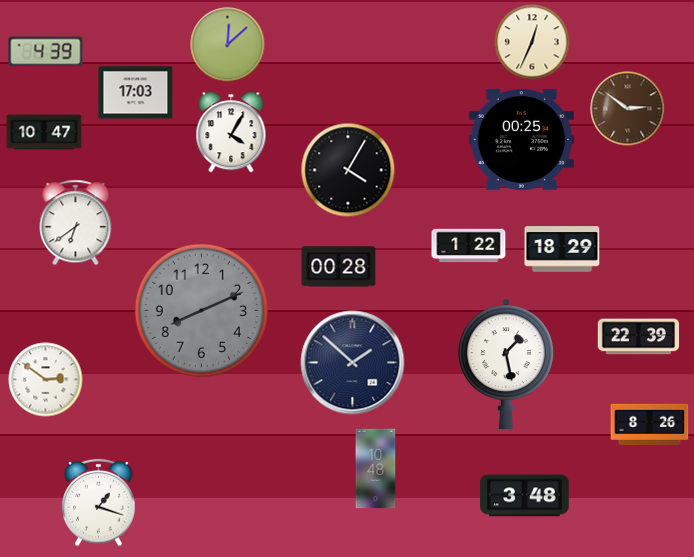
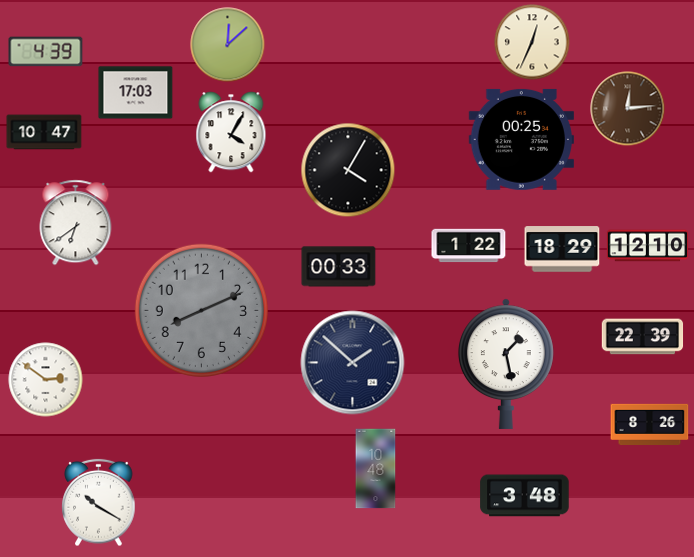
clock at (628, 109): 2:51 -> 12:14
clock at (648, 246): none -> 12:10
clock at (339, 267): 00:28 -> 00:33
clock at (639, 337) position: (639, 337) -> (643, 337)
clock at (99, 503): 1:18 -> 10:20
